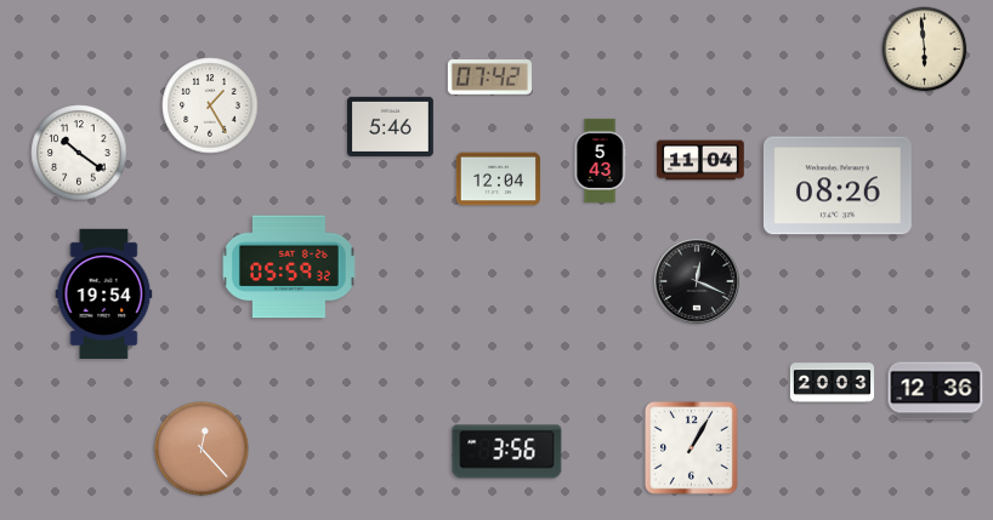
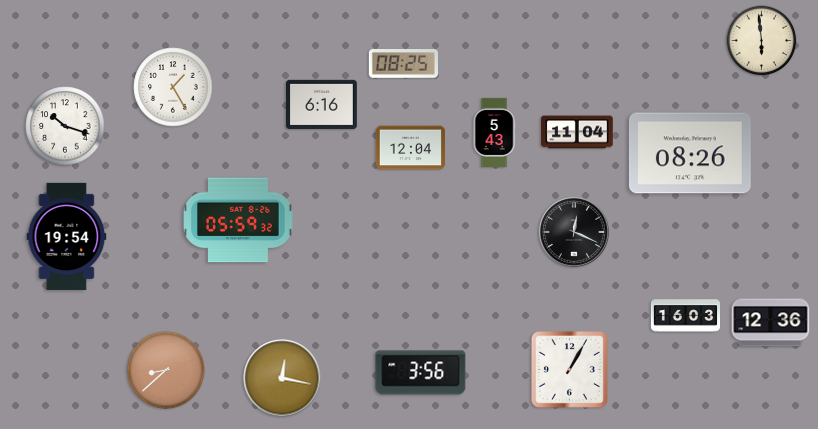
clock at (489, 78): 07:42 -> 08:25
clock at (391, 126): 5:46 -> 6:16
clock at (79, 153): 10:21 -> 10:18
clock at (104, 293) position: (104, 293) -> (67, 236)
clock at (832, 383): 20:03 -> 16:03
clock at (202, 448): 12:23 -> 8:38
clock at (507, 452) position: (507, 452) -> (421, 373)
clock at (282, 378): none -> 12:17
